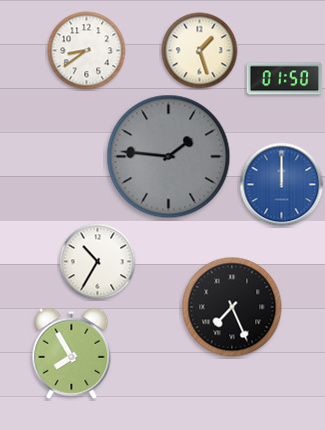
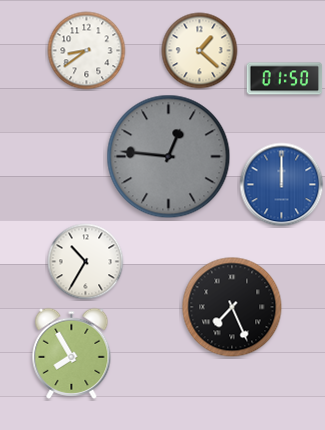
clock at (200, 51): 1:27 -> 1:22
clock at (169, 157): 1:46 -> 12:46
clock at (98, 262) position: (98, 262) -> (86, 262)
